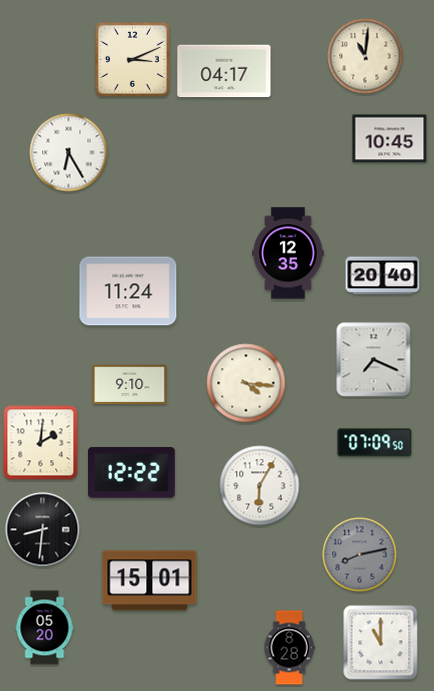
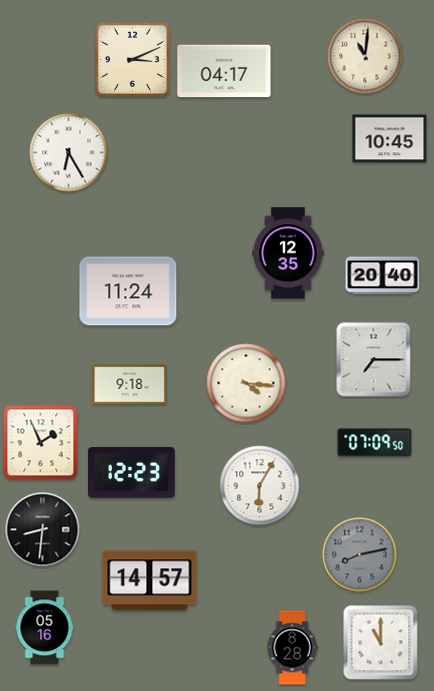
clock at (374, 360): 7:19 -> 7:15
clock at (130, 385): 9:10 -> 9:18
clock at (41, 443): 2:01 -> 1:56
clock at (132, 473): 12:22 -> 12:23
clock at (150, 581): 15:01 -> 14:57
clock at (45, 628): 05:20 -> 05:16
clock at (289, 648) position: (289, 648) -> (292, 648)
